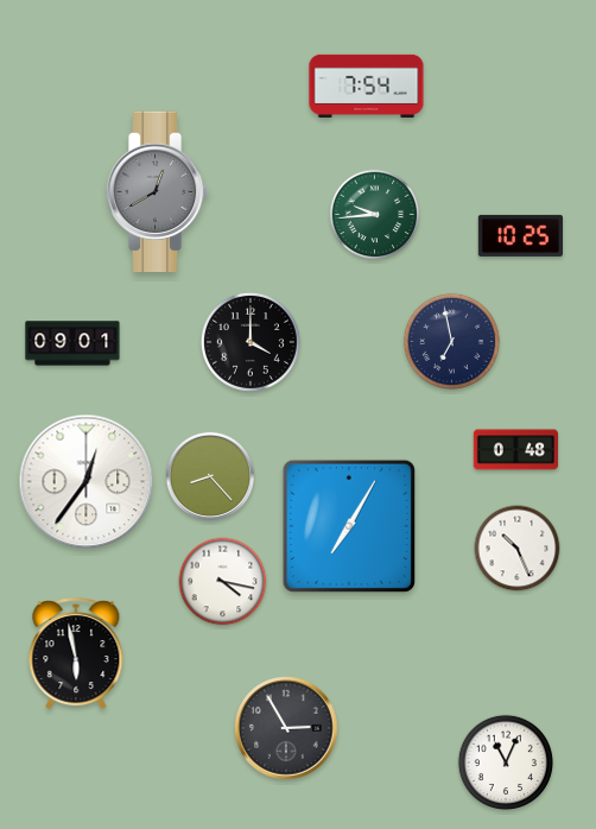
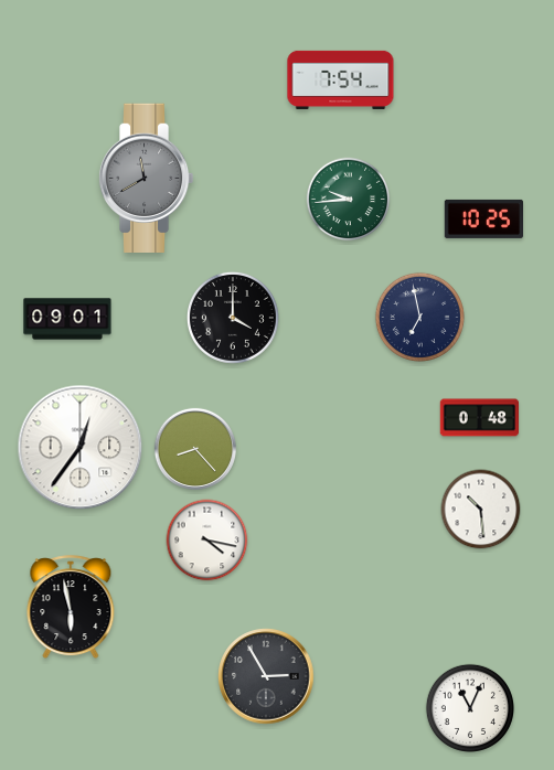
clock at (157, 191): 12:40 -> 11:40
clock at (210, 476) position: (210, 476) -> (195, 449)
clock at (349, 526): 7:05 -> none
clock at (518, 549): 10:26 -> 10:29
